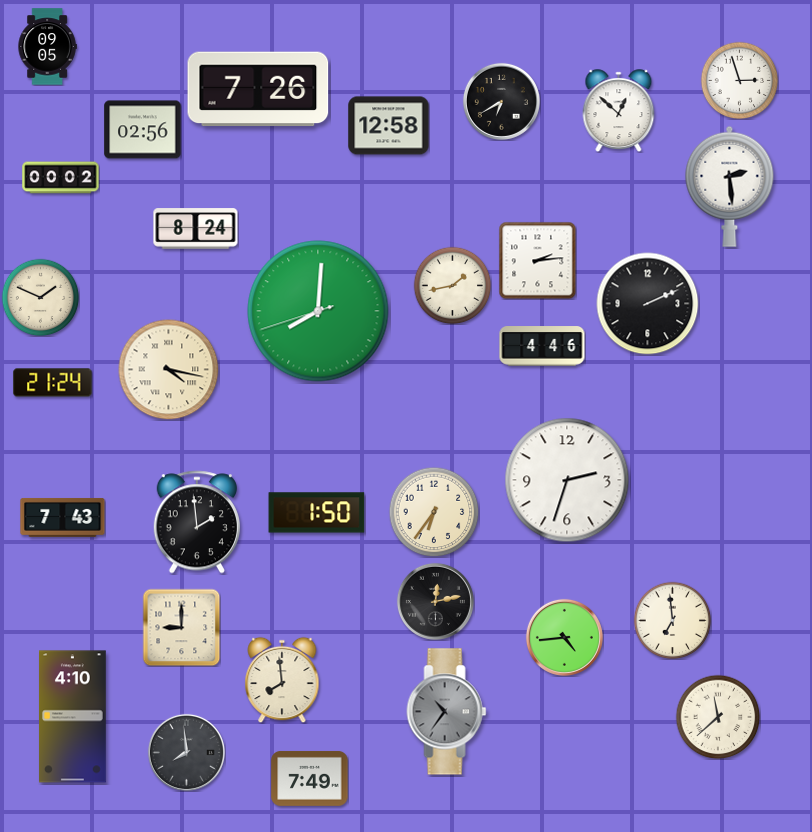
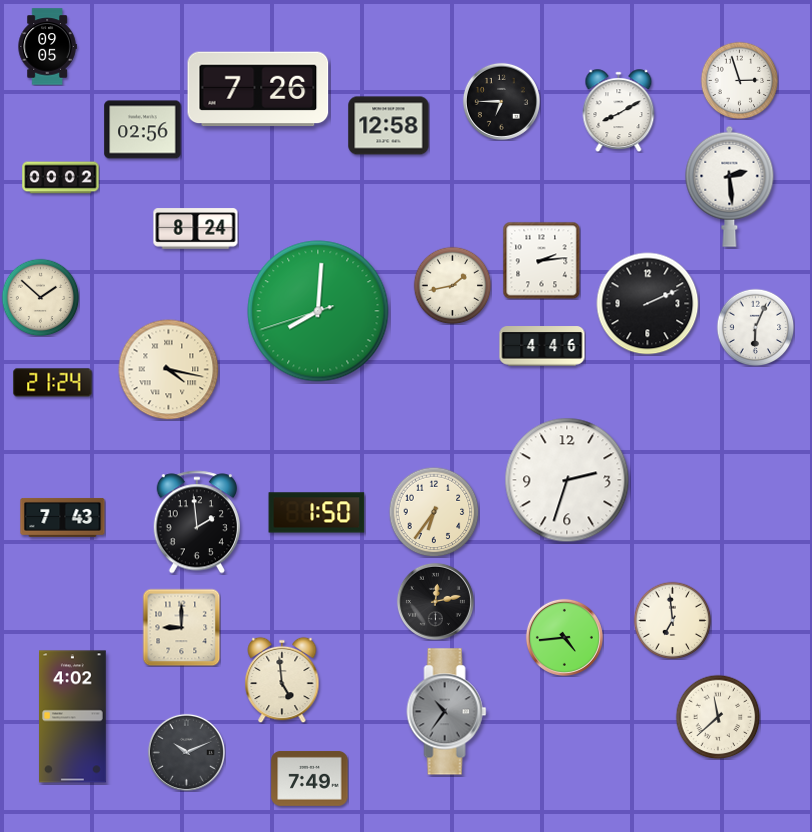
clock at (501, 101): 6:40 -> 6:45
clock at (619, 111): 12:52 -> 8:10
clock at (537, 260) position: (537, 260) -> (541, 260)
clock at (40, 297): 1:49 -> 1:52
clock at (755, 327): none -> 6:04
clock at (282, 680): 7:59 -> 4:59
clock at (73, 717): 4:10 -> 4:02
clock at (186, 752): 7:59 -> 10:11
